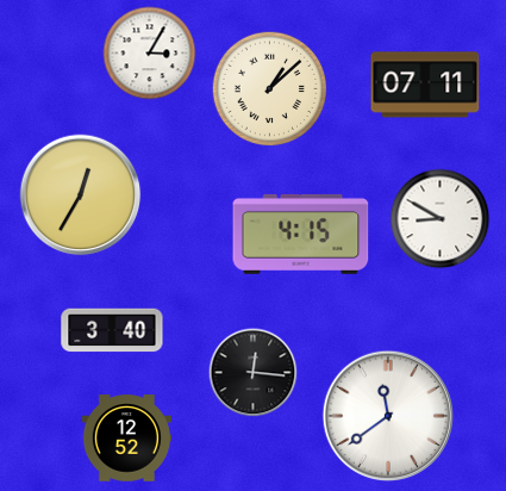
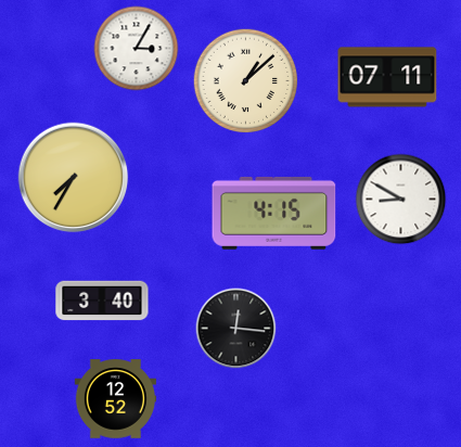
clock at (81, 195): 12:35 -> 7:35
clock at (254, 373) position: (254, 373) -> (236, 329)
clock at (388, 416): 11:39 -> none
